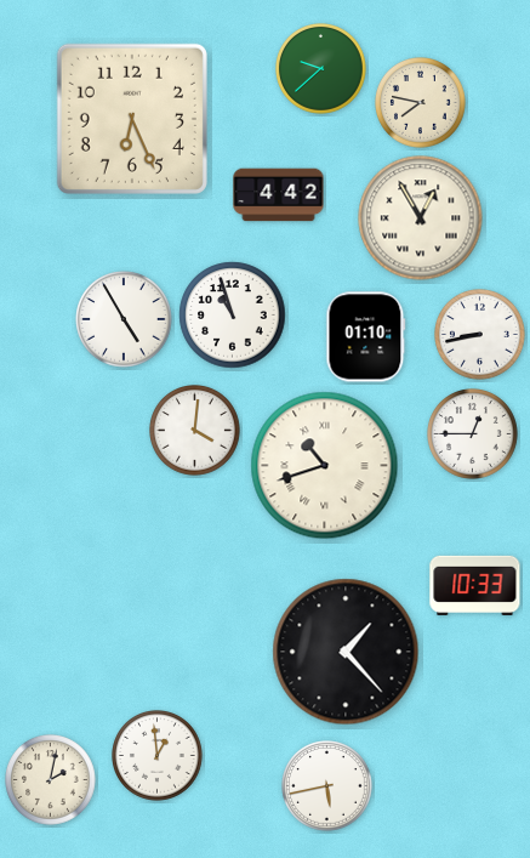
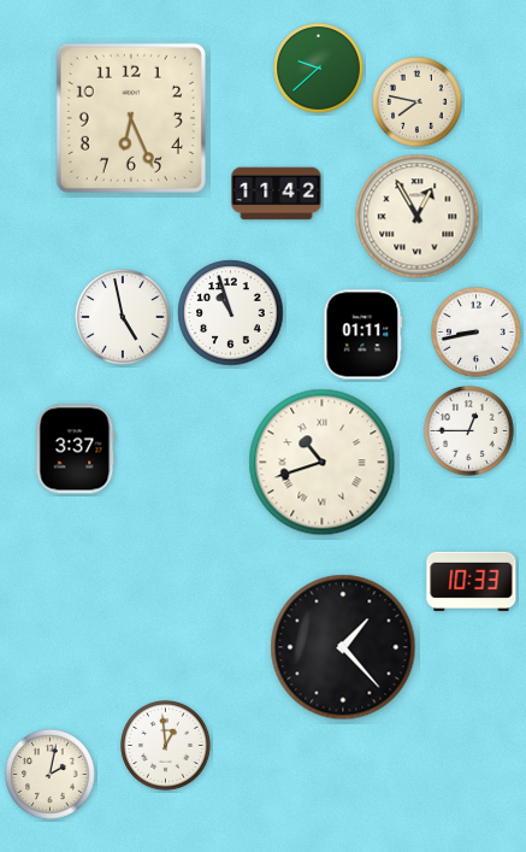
clock at (279, 195): 4:42 -> 11:42
clock at (124, 319): 4:55 -> 4:58
clock at (366, 337): 01:10 -> 01:11
clock at (195, 431): 4:01 -> none
clock at (76, 449): none -> 3:37
clock at (158, 756) position: (158, 756) -> (166, 746)
clock at (327, 786): 5:43 -> none
